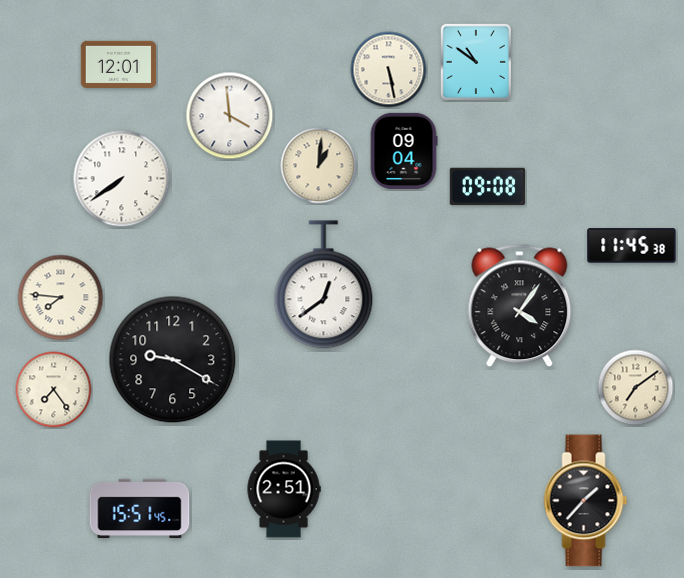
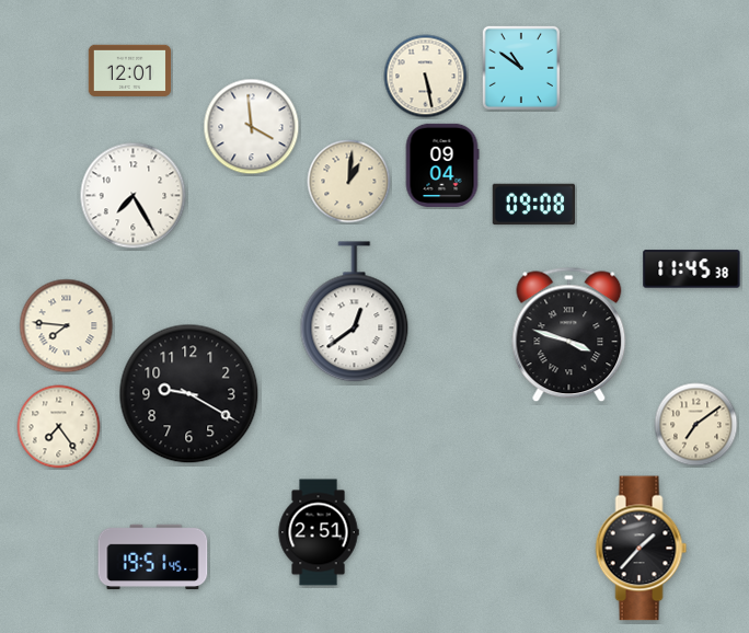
clock at (122, 179): 7:39 -> 7:25
clock at (520, 306): 4:06 -> 3:48
clock at (284, 489) position: (284, 489) -> (319, 532)
clock at (140, 509): 15:51 -> 19:51
